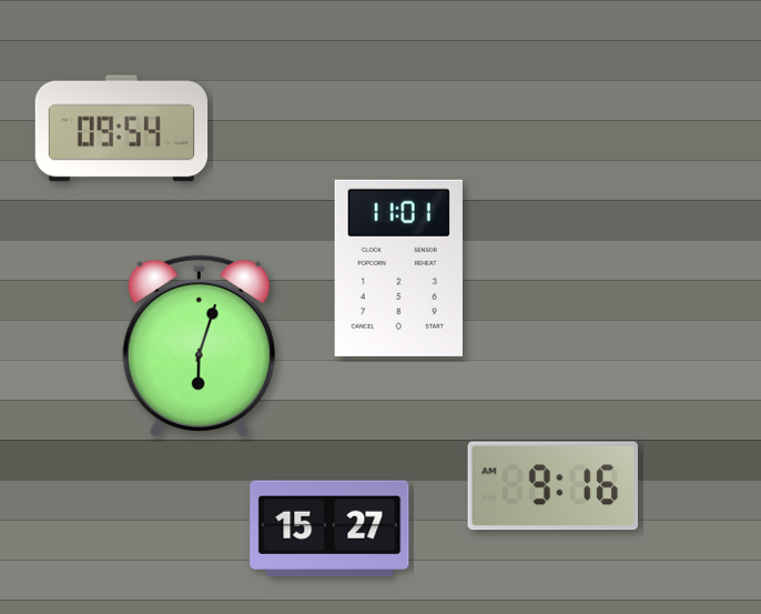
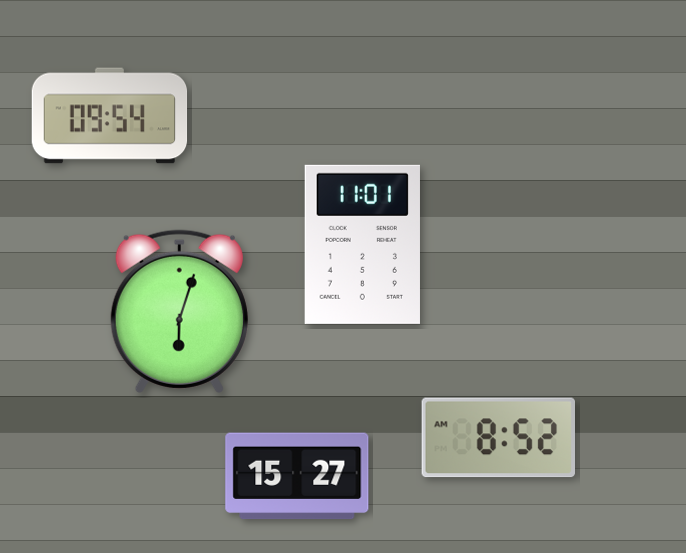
clock at (398, 268) position: (398, 268) -> (362, 244)
clock at (554, 486): 9:16 -> 8:52
